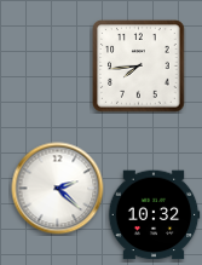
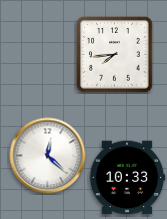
clock at (58, 189): 2:22 -> 12:22
clock at (154, 215): 10:32 -> 10:33
